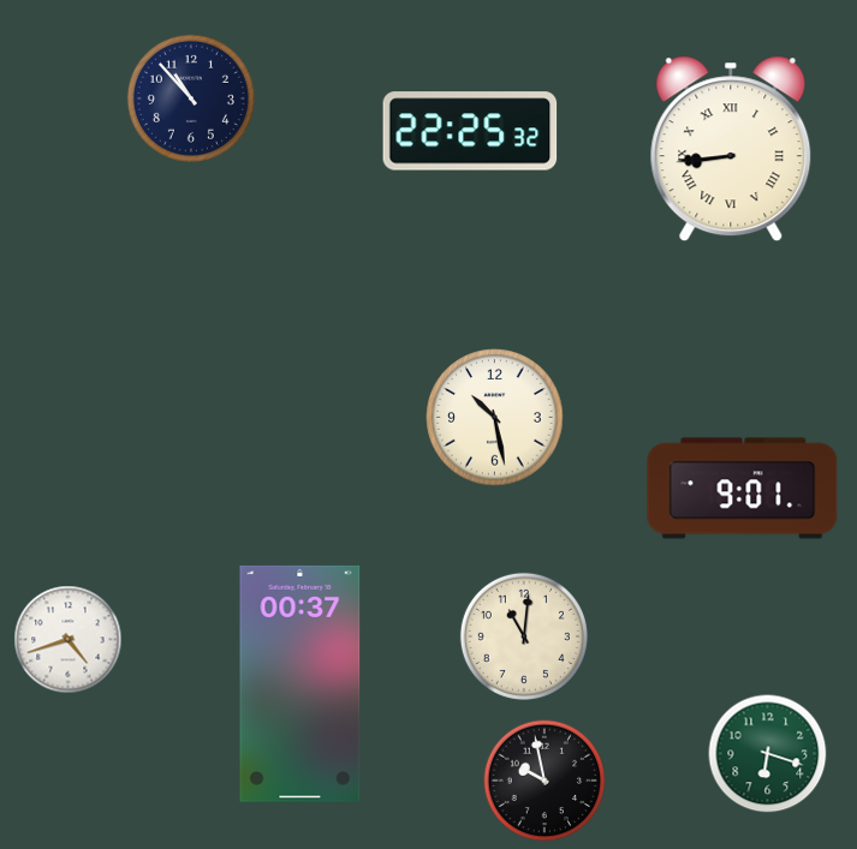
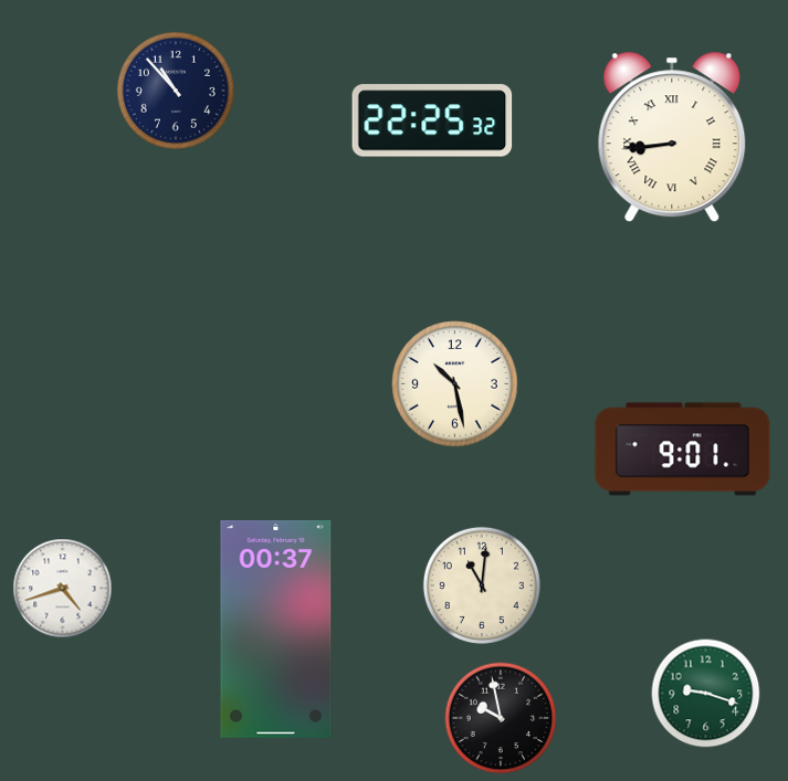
clock at (768, 754): 6:18 -> 9:18
